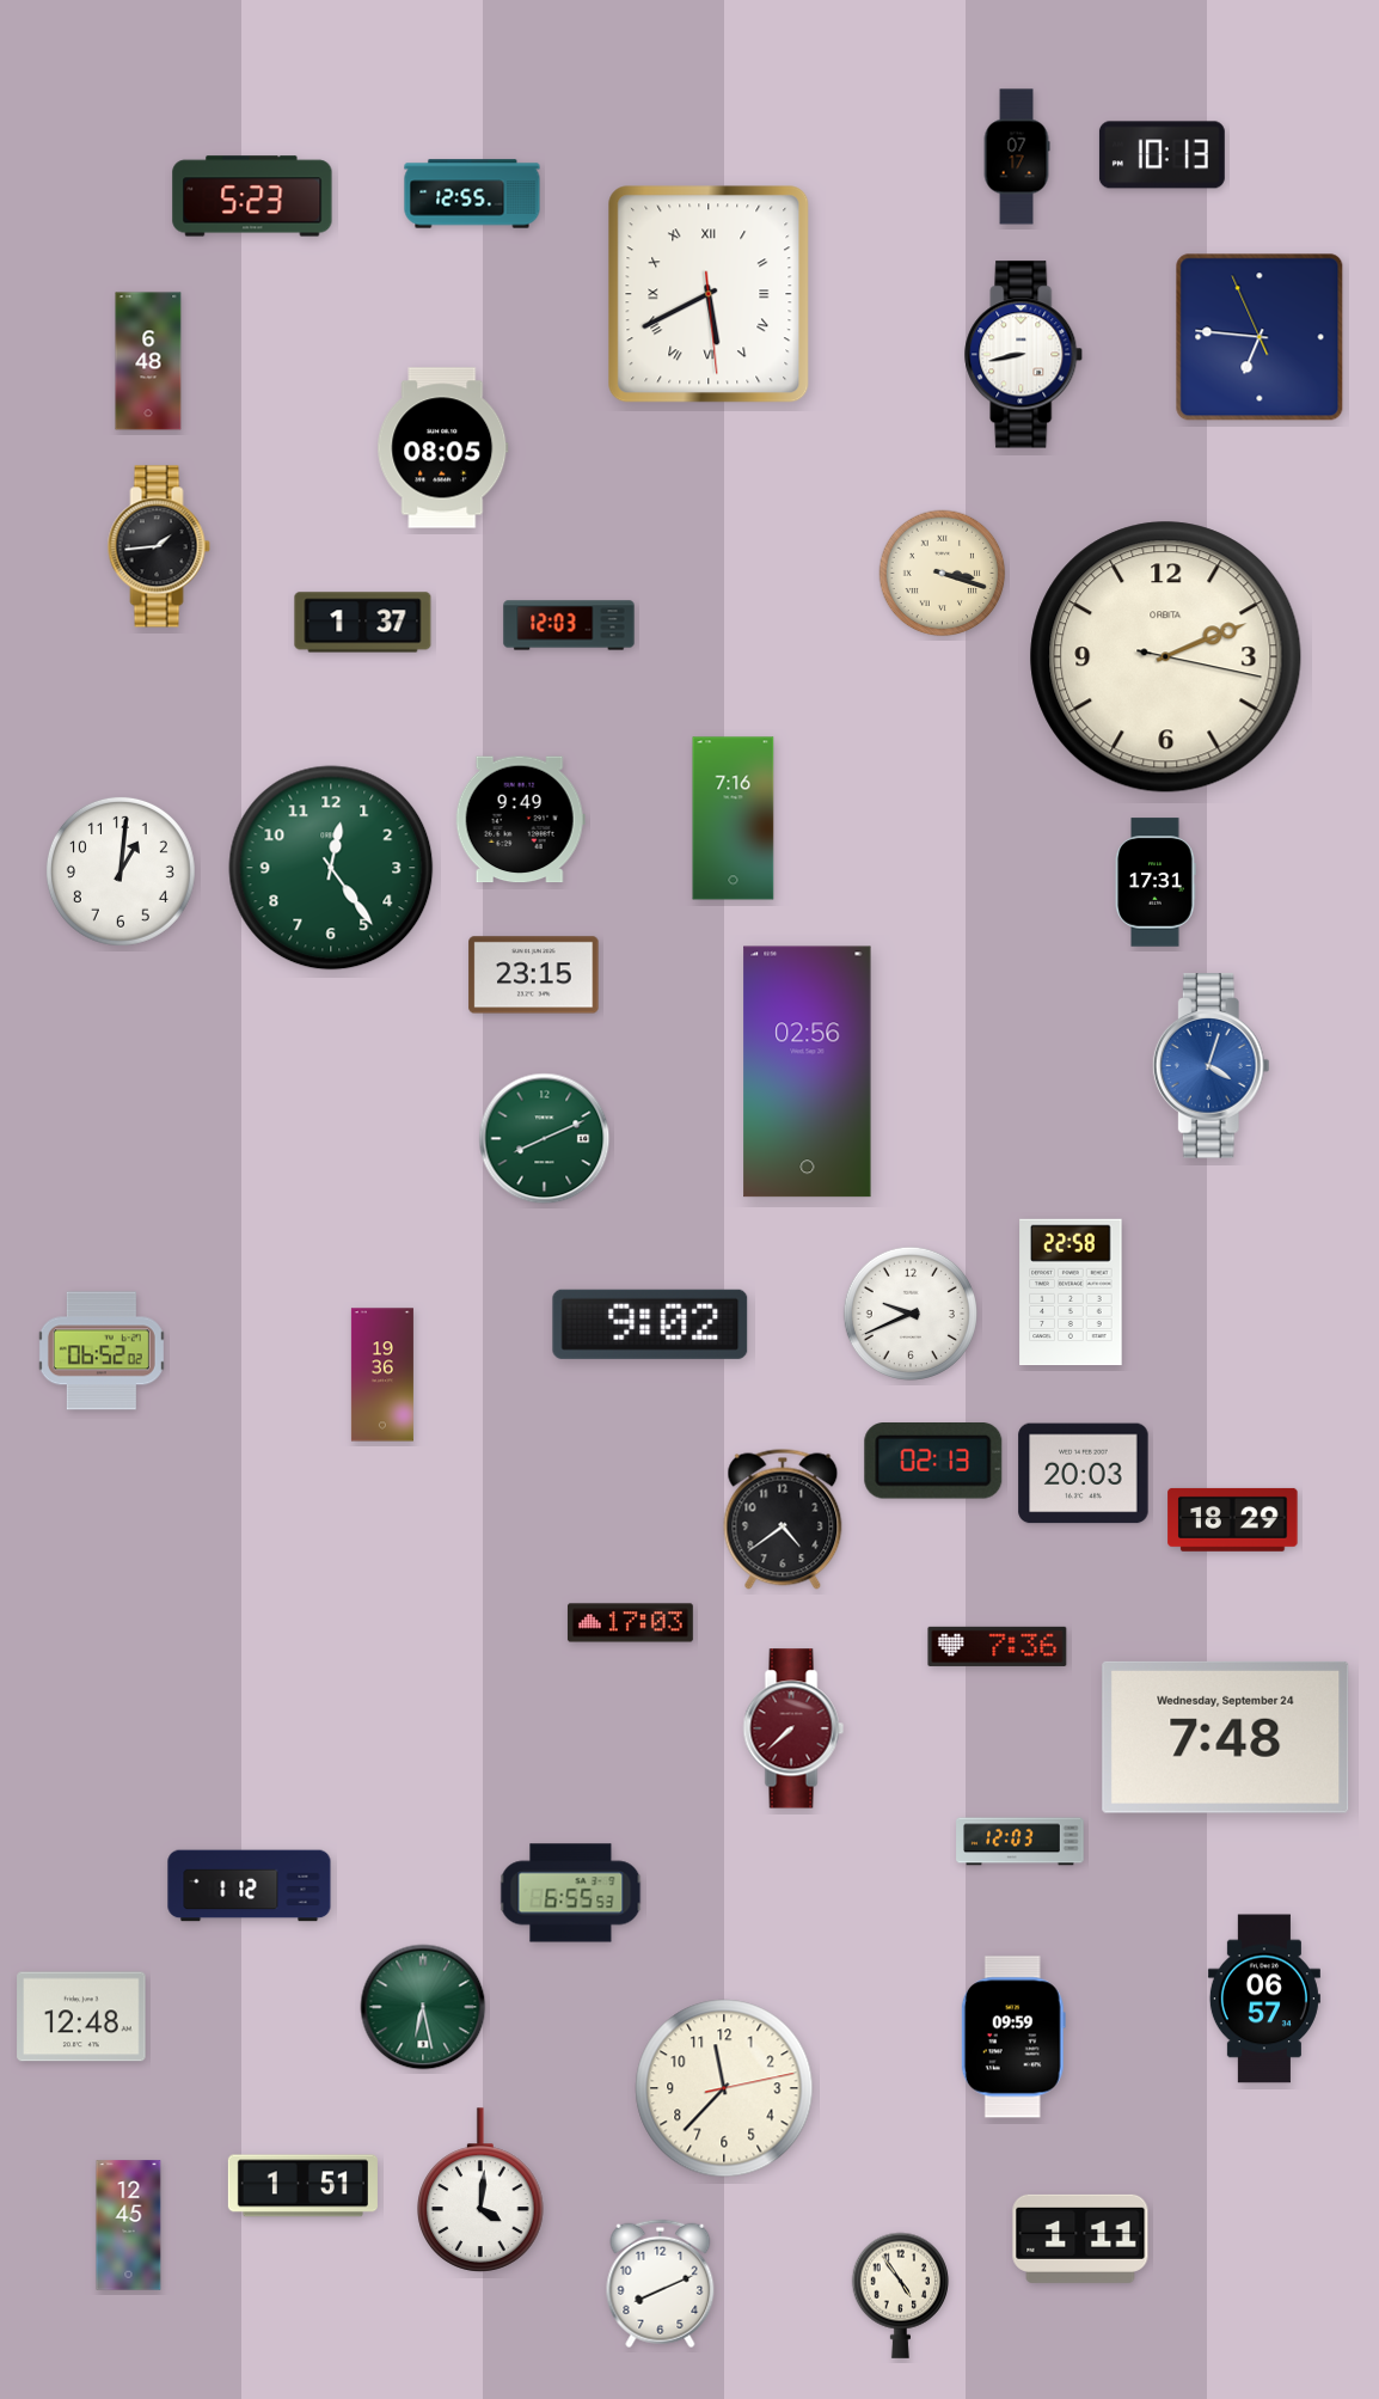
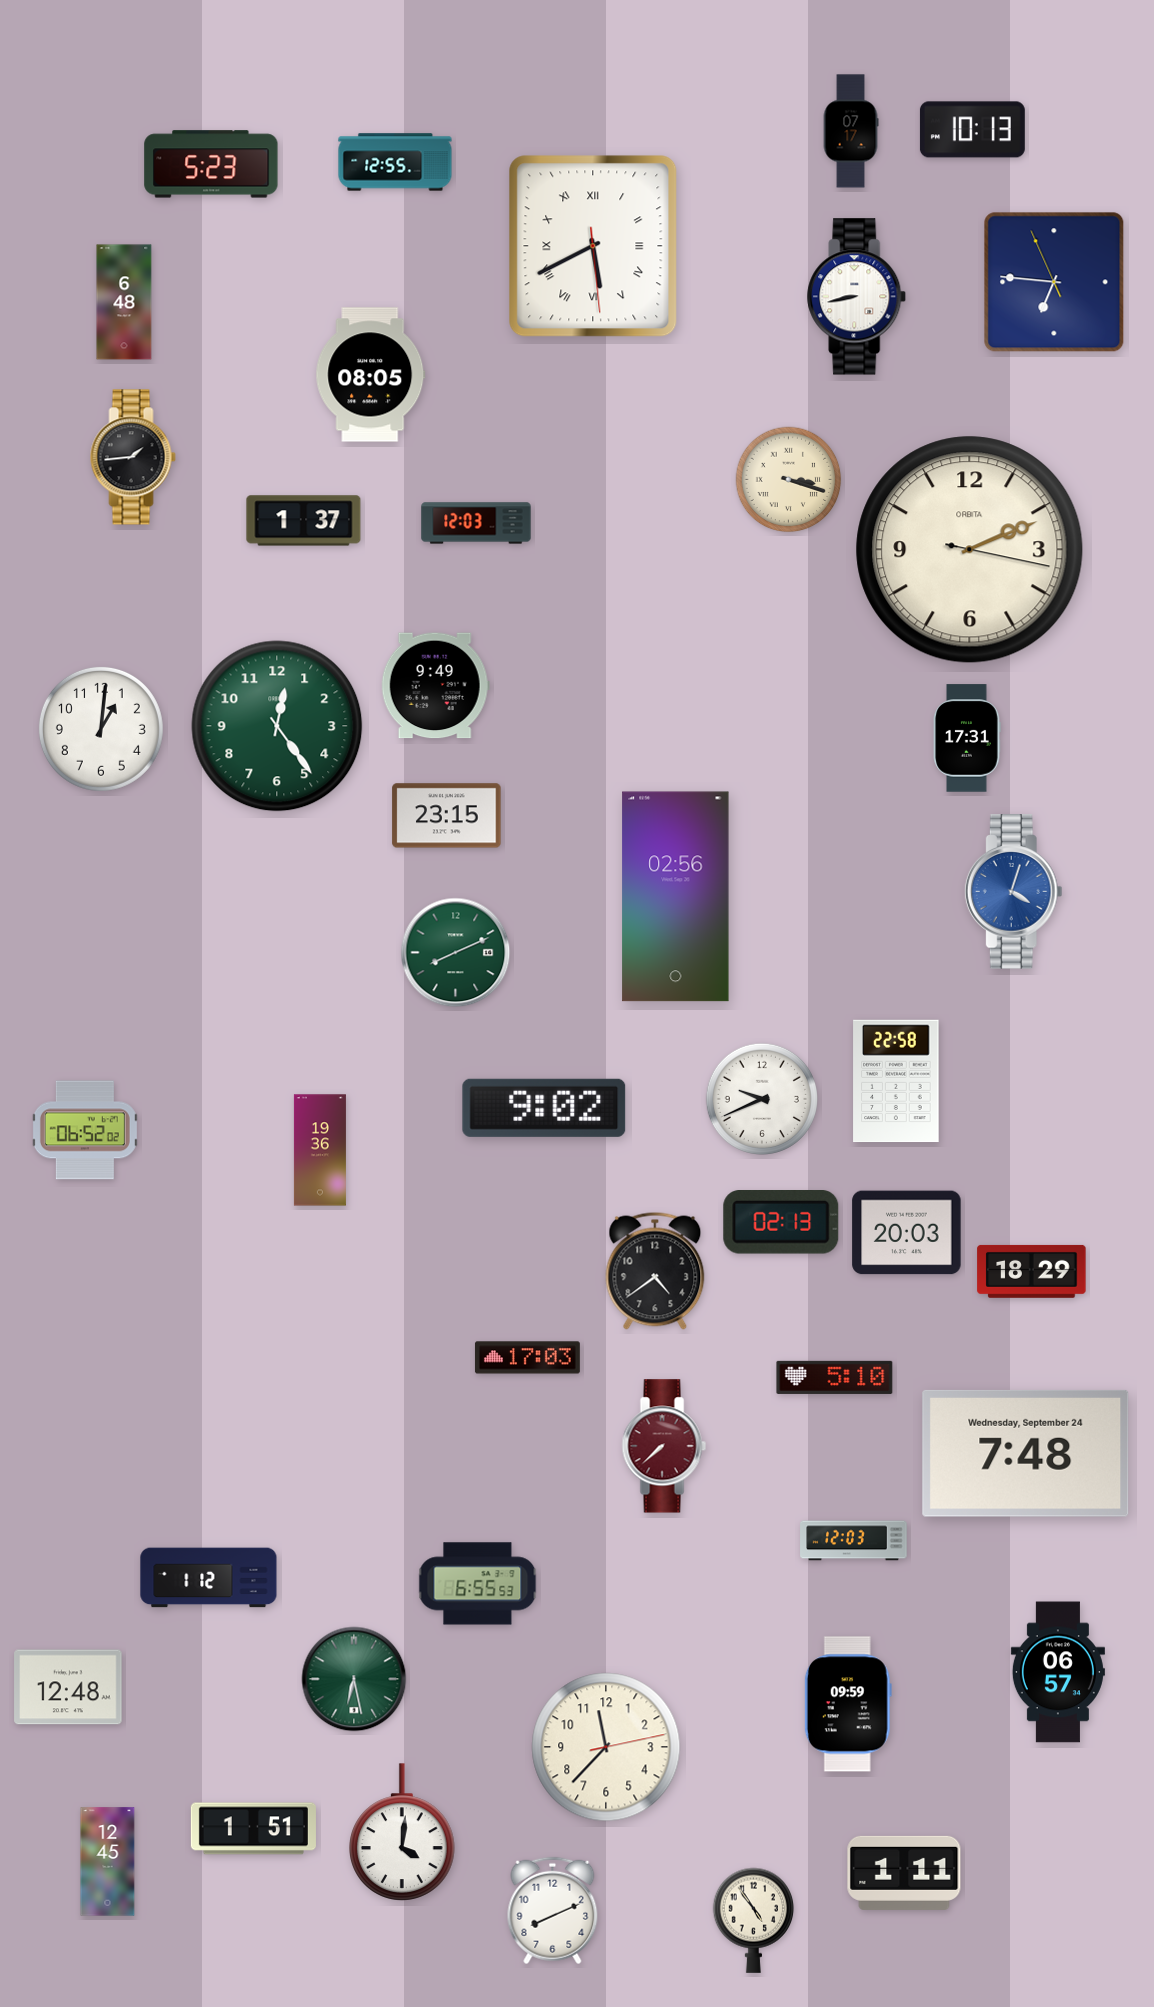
clock at (1166, 657) position: (1166, 657) -> (970, 550)
clock at (734, 819): 7:16 -> none
clock at (998, 1646): 7:36 -> 5:10
